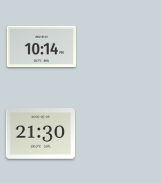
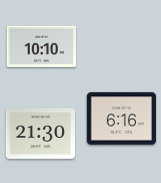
clock at (42, 47): 10:14 -> 10:10
clock at (121, 119): none -> 6:16
